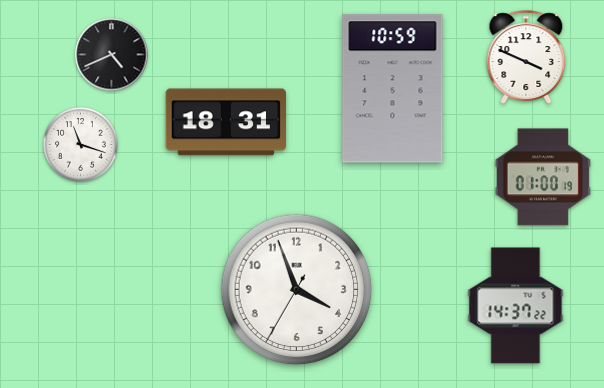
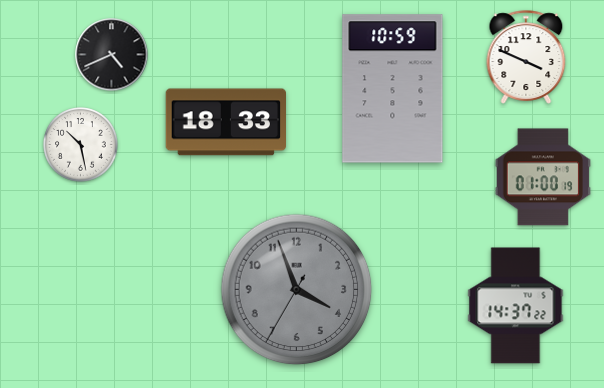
clock at (225, 122): 18:31 -> 18:33
clock at (81, 145): 11:18 -> 10:28
clock at (297, 290) dial: white -> grey
